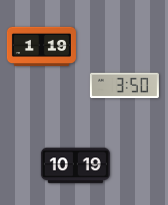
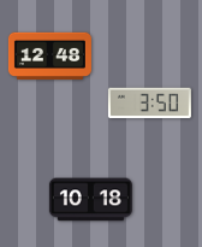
clock at (41, 47): 1:19 -> 12:48
clock at (75, 166): 10:19 -> 10:18
